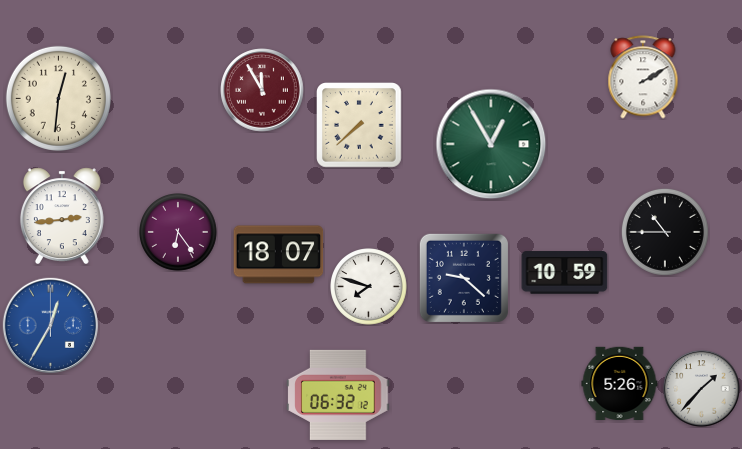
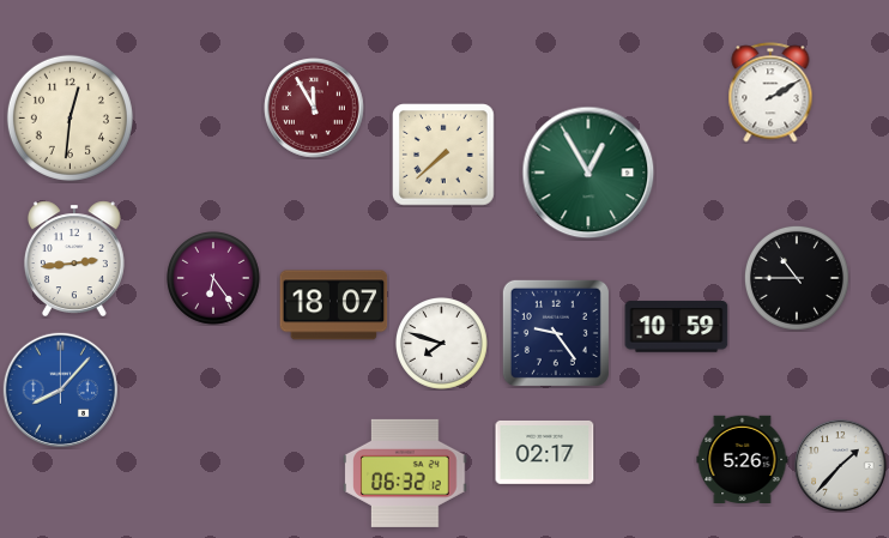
clock at (360, 126) position: (360, 126) -> (444, 156)
clock at (464, 278): 9:22 -> 9:24
clock at (50, 325): 12:35 -> 8:07
clock at (545, 452): none -> 02:17
